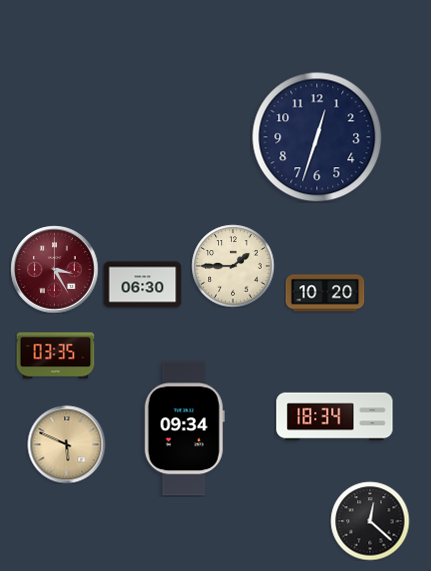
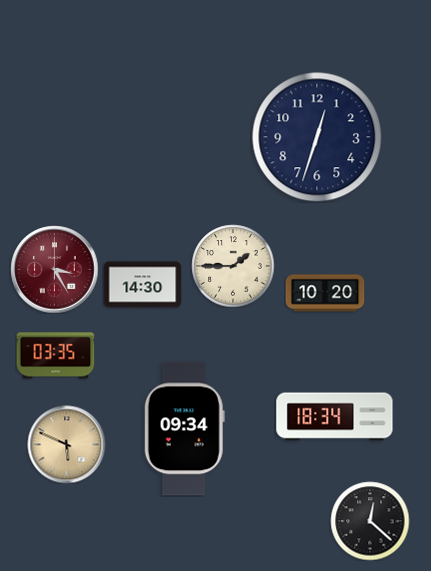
clock at (142, 285): 06:30 -> 14:30
